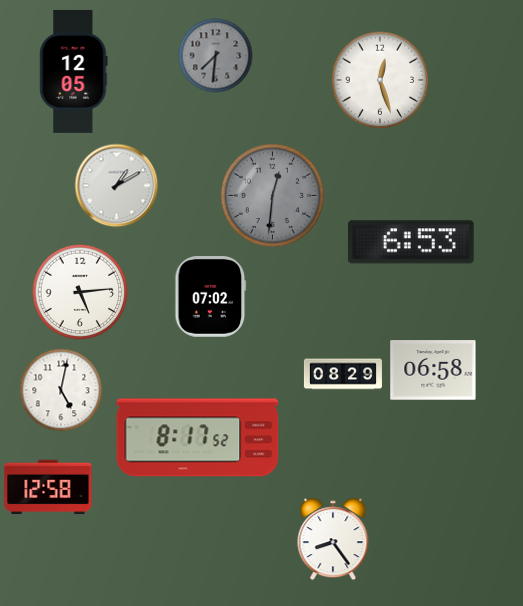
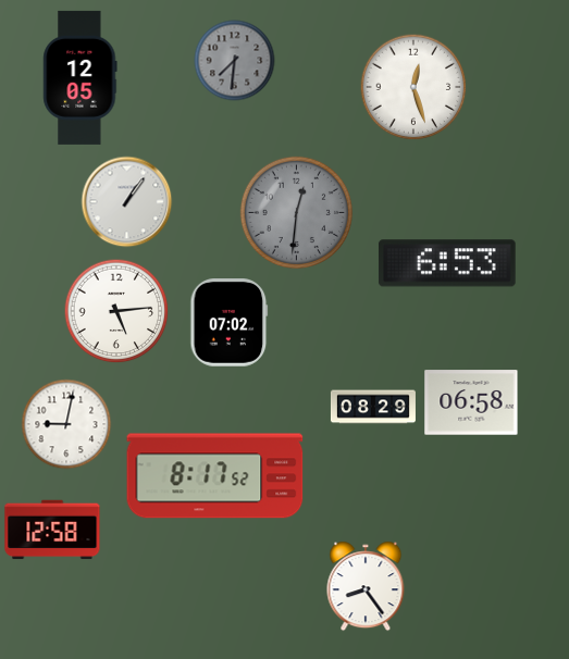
clock at (117, 186): 1:10 -> 1:06
clock at (80, 292) position: (80, 292) -> (116, 311)
clock at (61, 390): 5:02 -> 9:02
clock at (333, 539) position: (333, 539) -> (366, 586)
